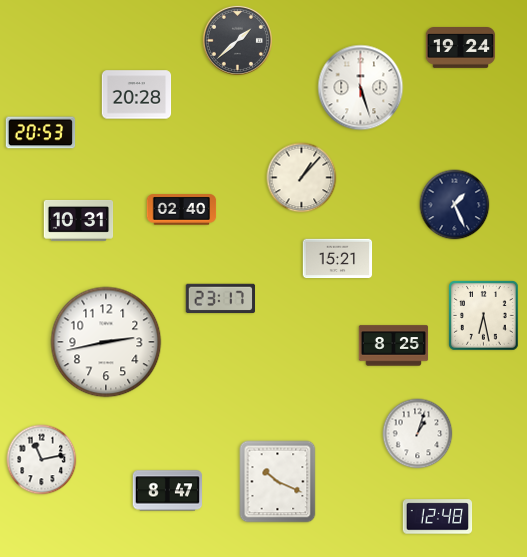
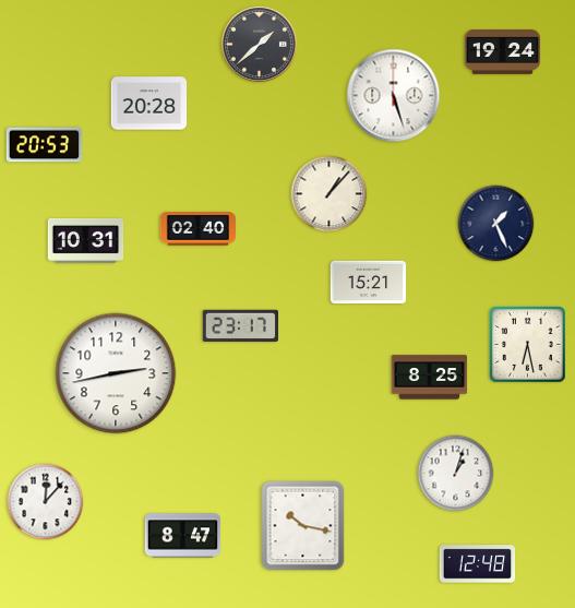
clock at (42, 460): 11:13 -> 12:07
clock at (278, 482): 10:19 -> 10:17
